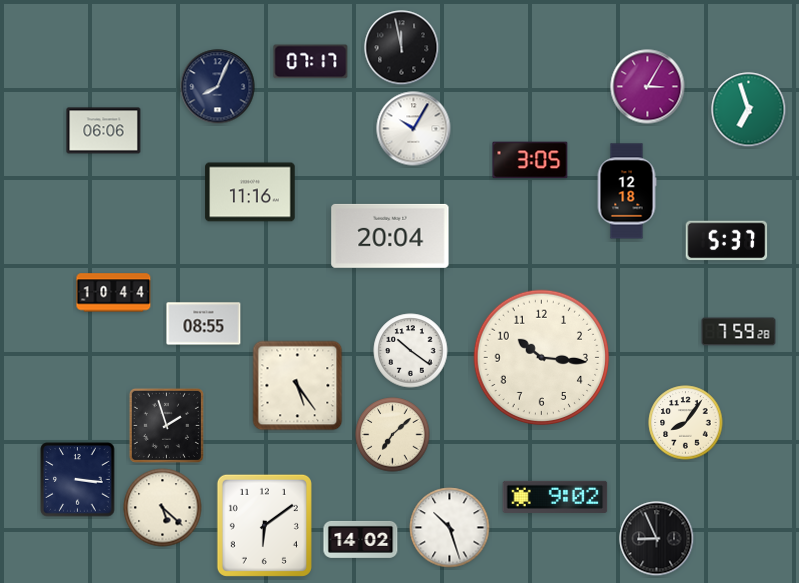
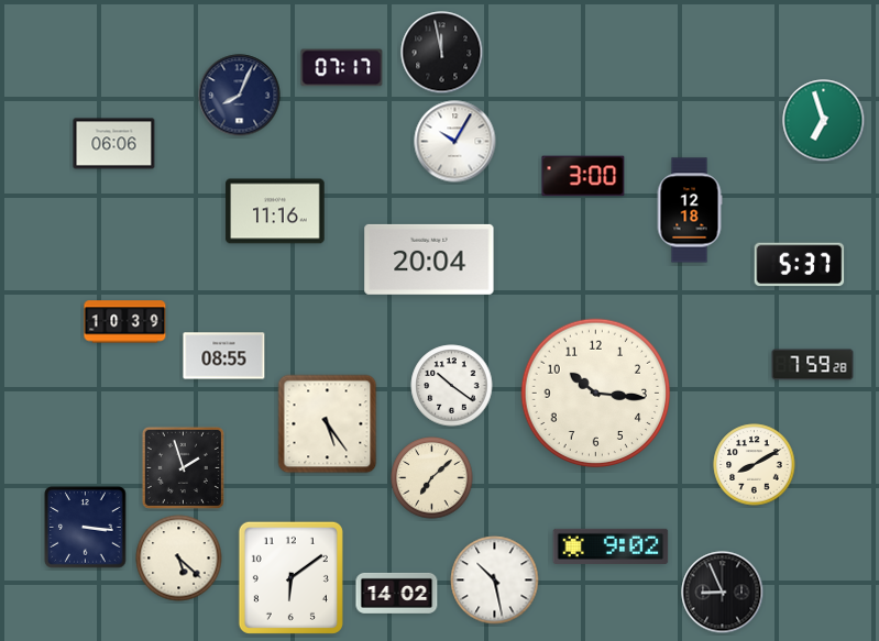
clock at (648, 87): 3:05 -> none
clock at (530, 160): 3:05 -> 3:00
clock at (114, 293): 10:44 -> 10:39
clock at (686, 423): 8:06 -> 8:10
clock at (450, 528): 10:27 -> 10:28
